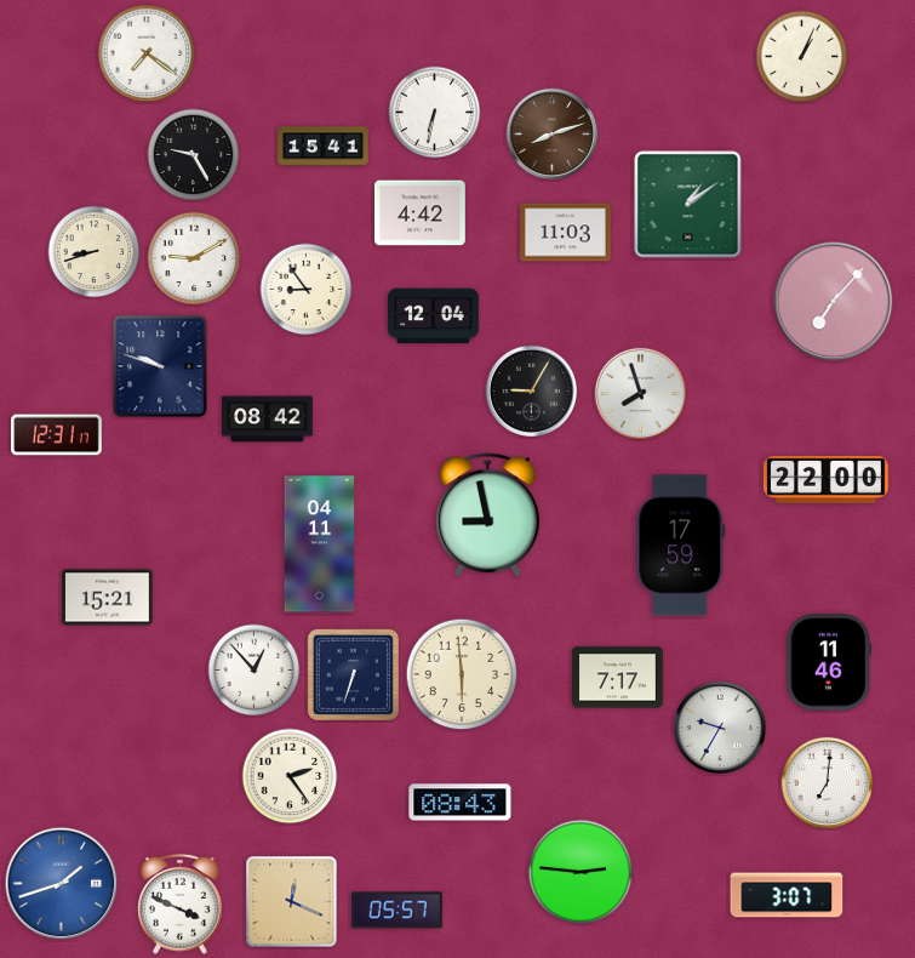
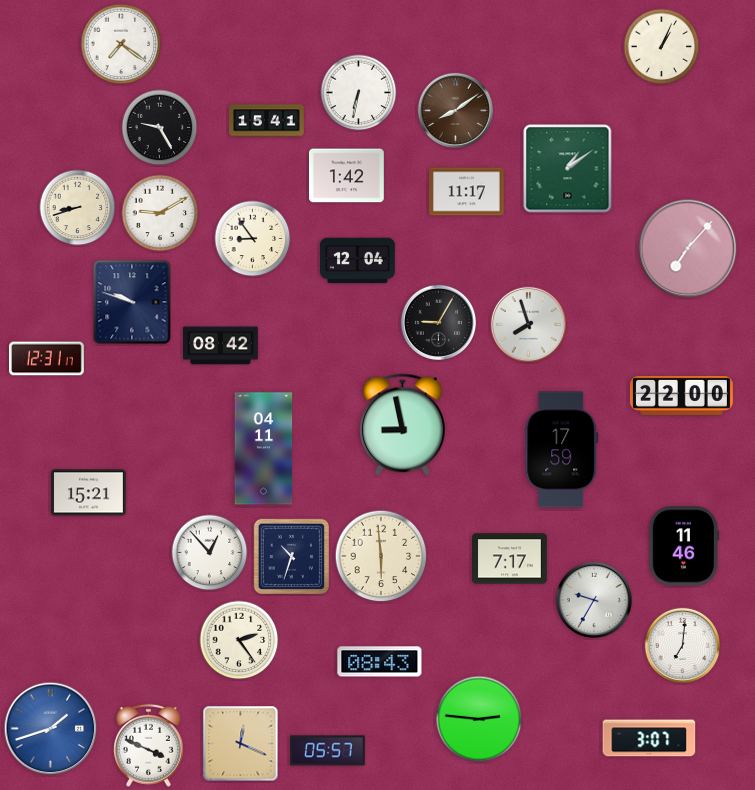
clock at (551, 133): 8:12 -> 8:09
clock at (421, 213): 4:42 -> 1:42
clock at (566, 233): 11:03 -> 11:17
clock at (353, 674): 6:33 -> 10:33
